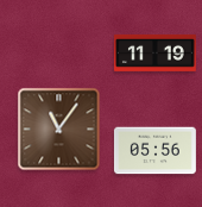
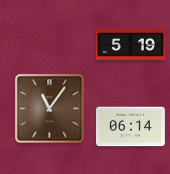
clock at (154, 52): 11:19 -> 5:19
clock at (154, 151): 05:56 -> 06:14
